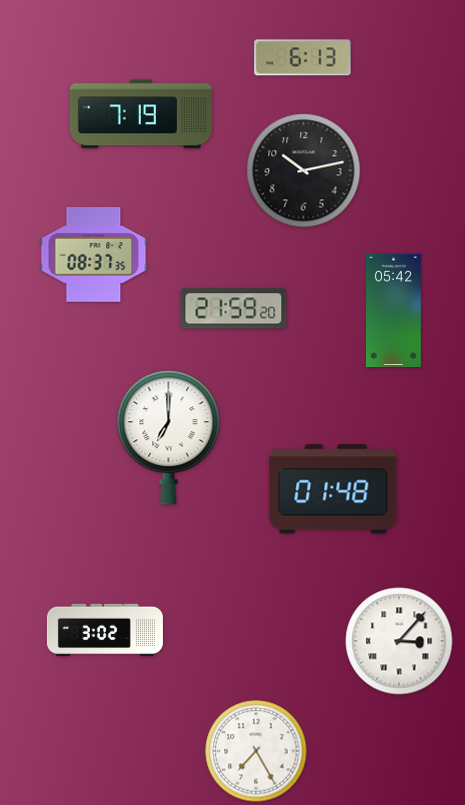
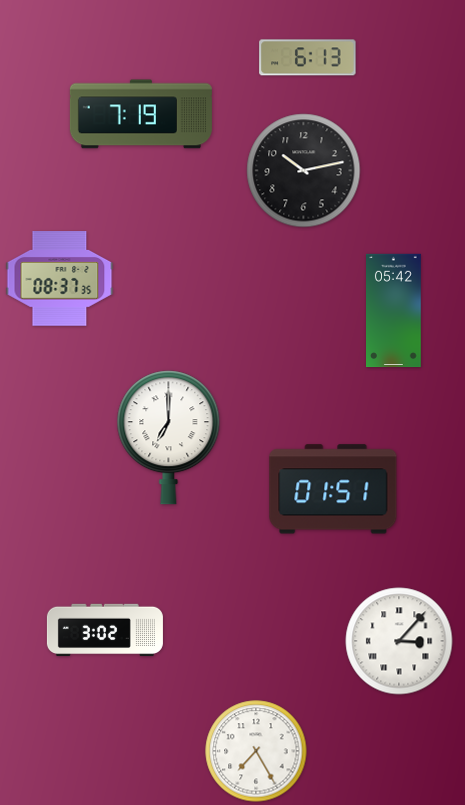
clock at (303, 58) position: (303, 58) -> (308, 58)
clock at (94, 255) position: (94, 255) -> (60, 279)
clock at (234, 309): 21:59 -> none
clock at (333, 489): 01:48 -> 01:51
